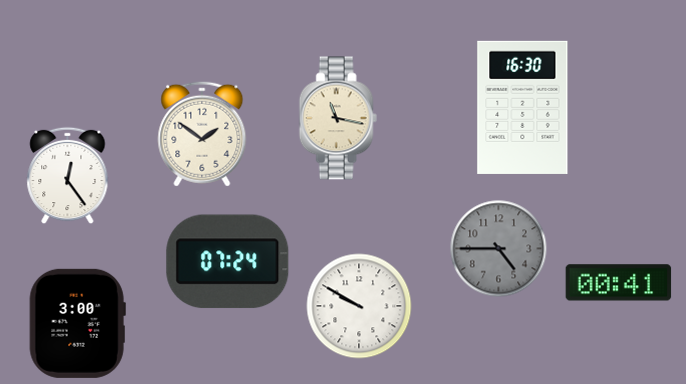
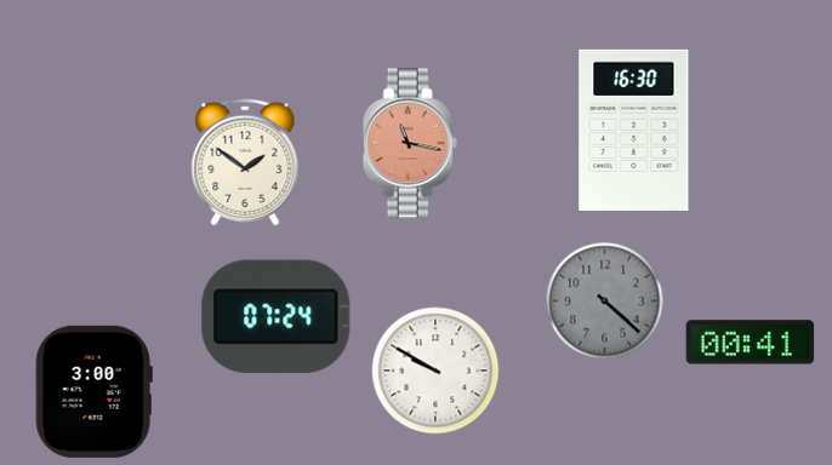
clock at (338, 118) dial: cream -> salmon
clock at (68, 176): 12:24 -> none
clock at (499, 249): 4:45 -> 4:22
